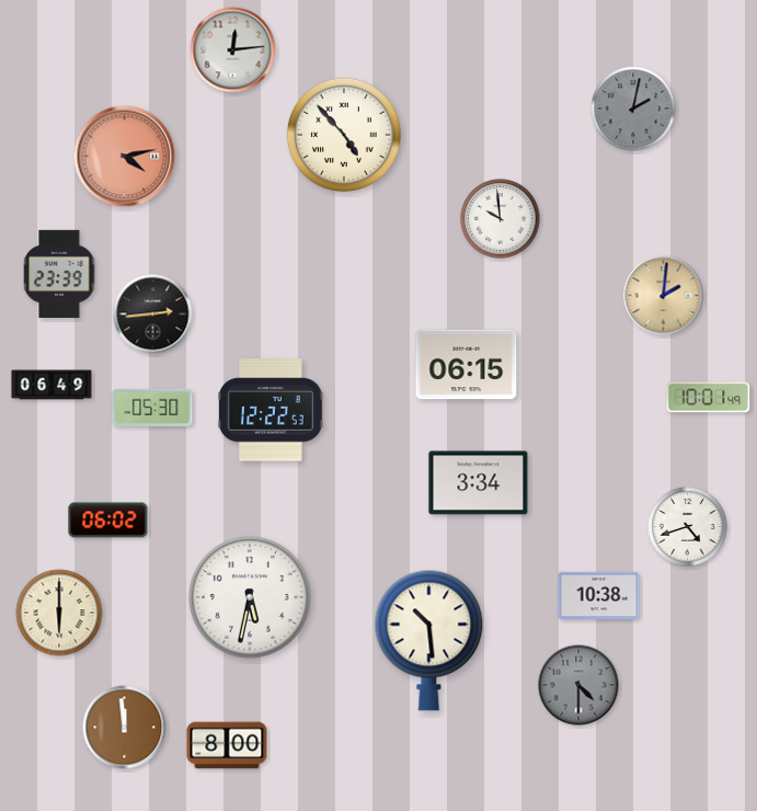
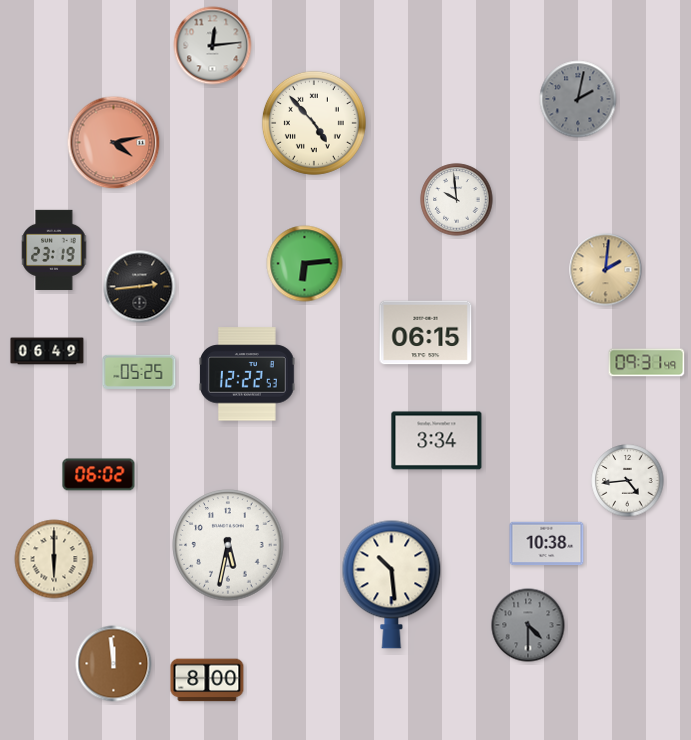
clock at (59, 274): 23:39 -> 23:19
clock at (305, 264): none -> 6:14
clock at (709, 398): 10:01 -> 09:31
clock at (152, 408): 05:30 -> 05:25
clock at (688, 527): 4:42 -> 4:44
